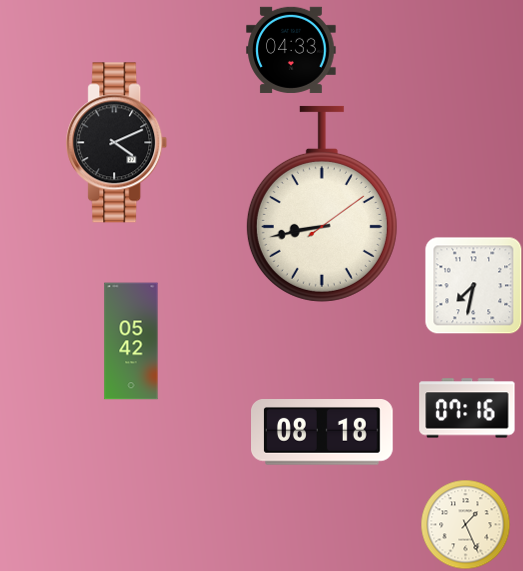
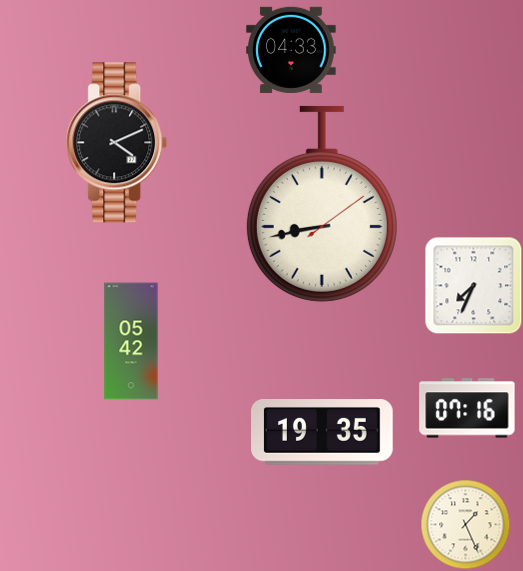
clock at (473, 286): 7:32 -> 7:34
clock at (323, 433): 08:18 -> 19:35
